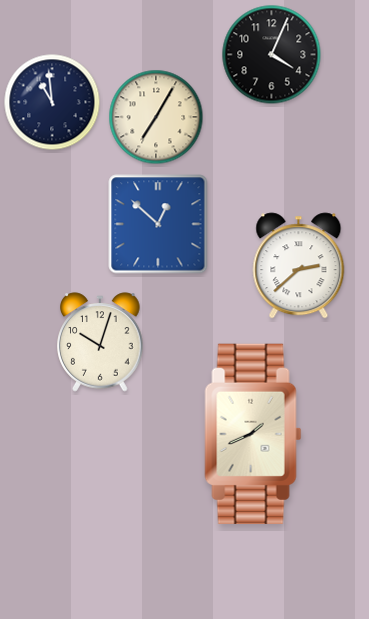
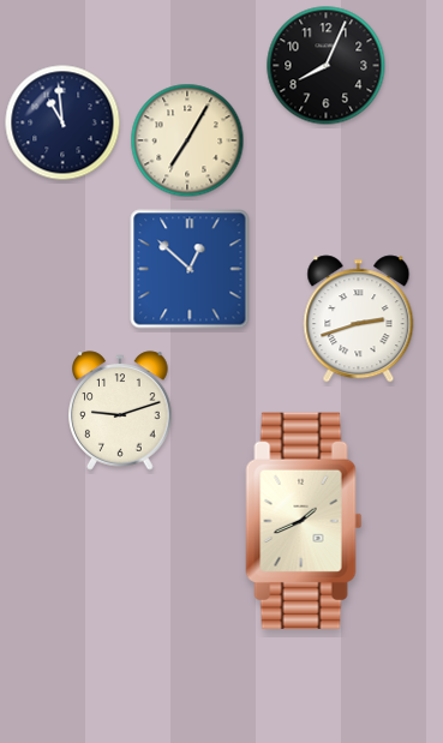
clock at (272, 55): 4:04 -> 8:04
clock at (299, 266): 2:38 -> 2:42
clock at (100, 342): 10:03 -> 9:12
